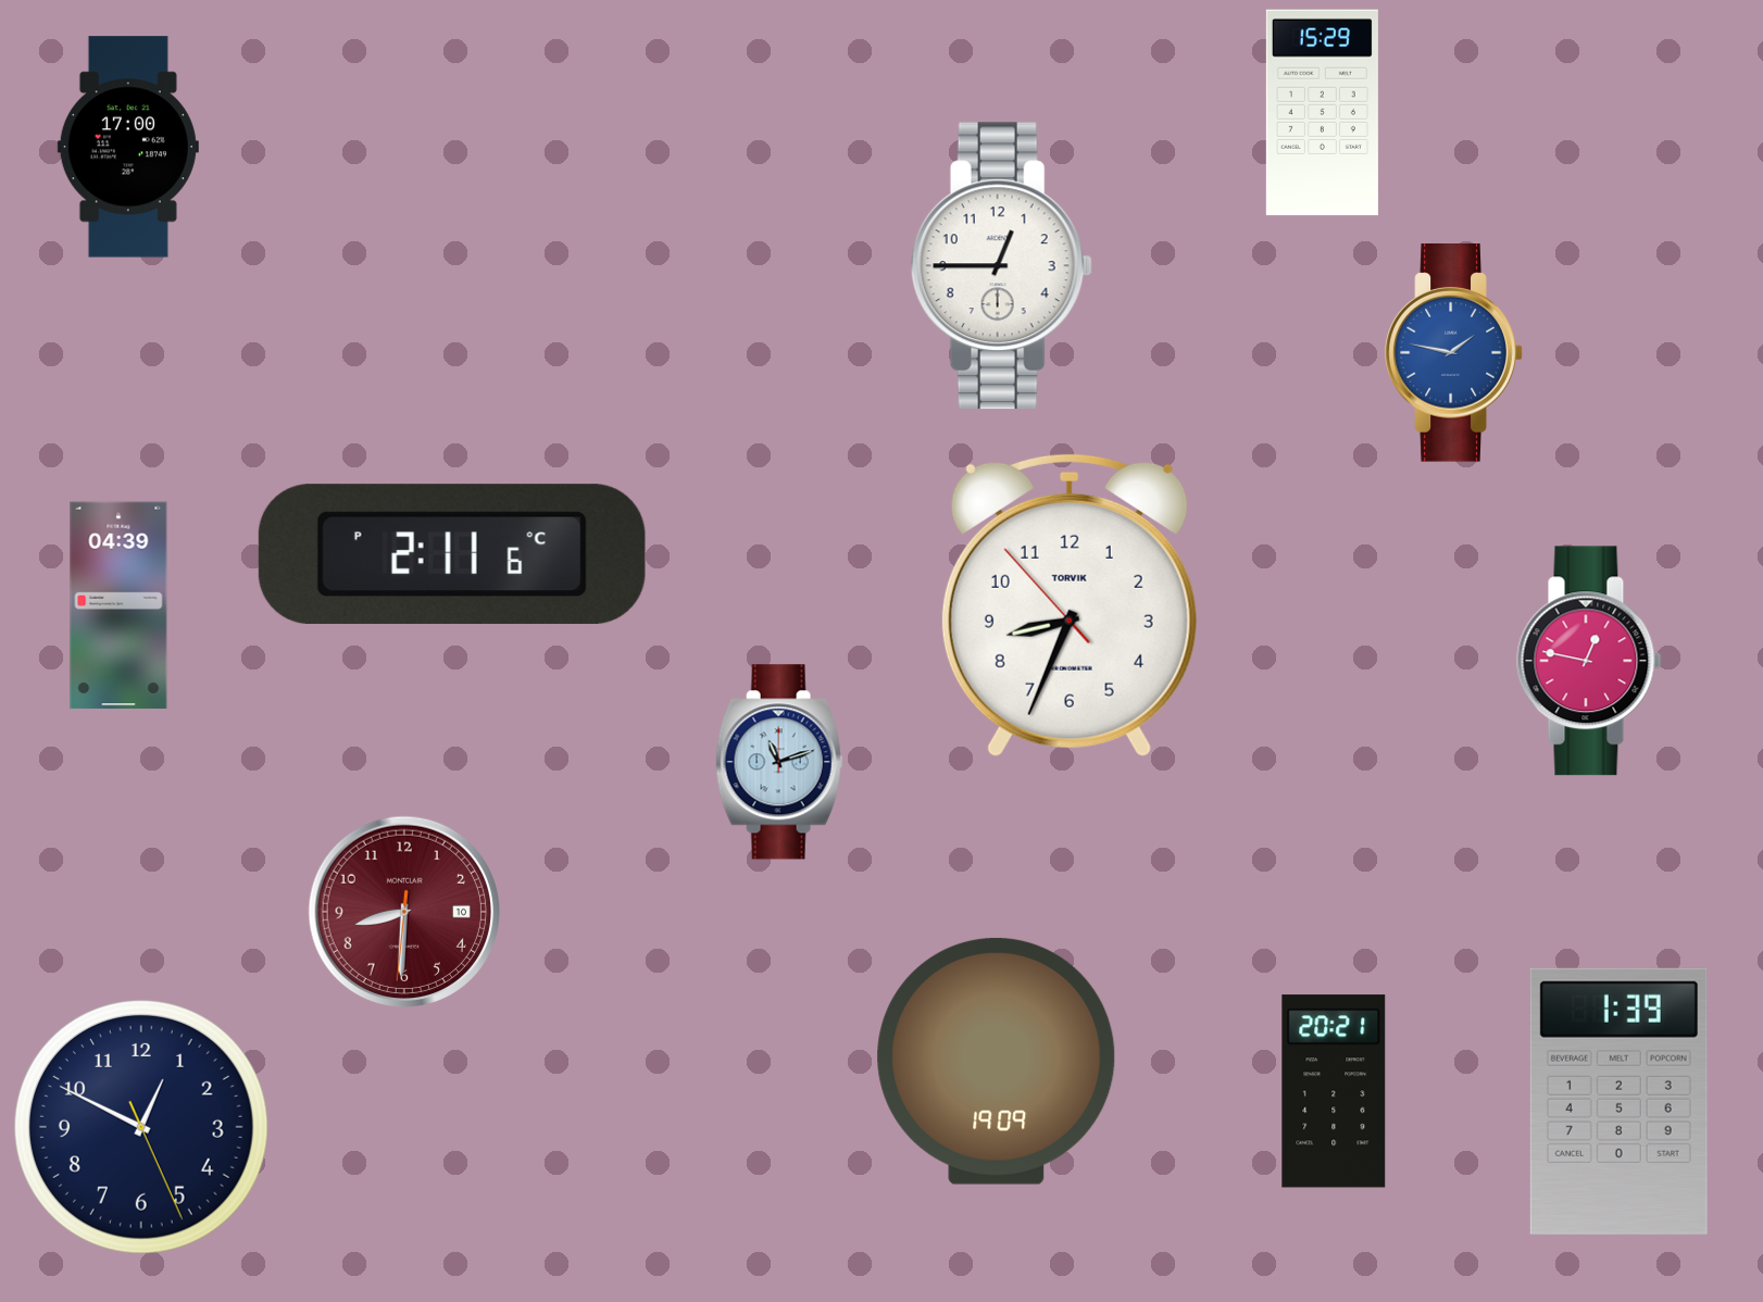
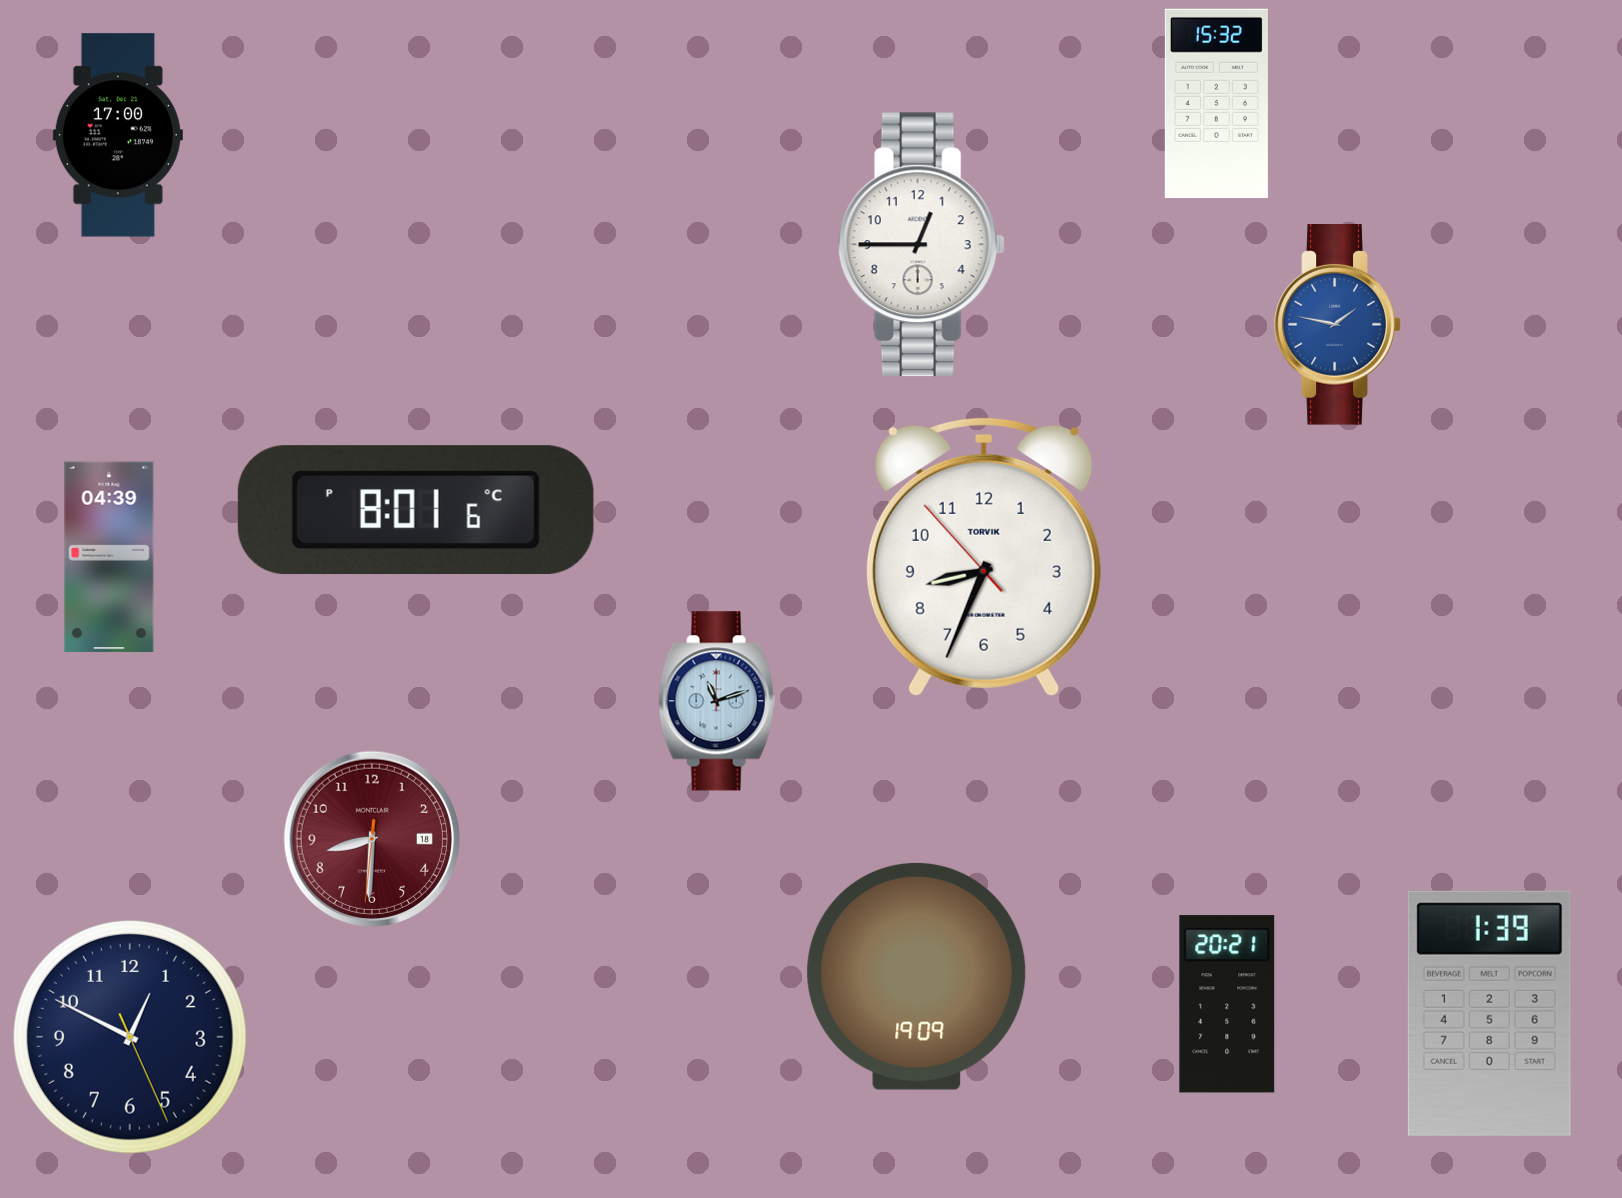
clock at (1322, 113): 15:29 -> 15:32
clock at (452, 554): 2:11 -> 8:01
clock at (1589, 661): 12:47 -> none
clock at (403, 911) date: 10 -> 18
